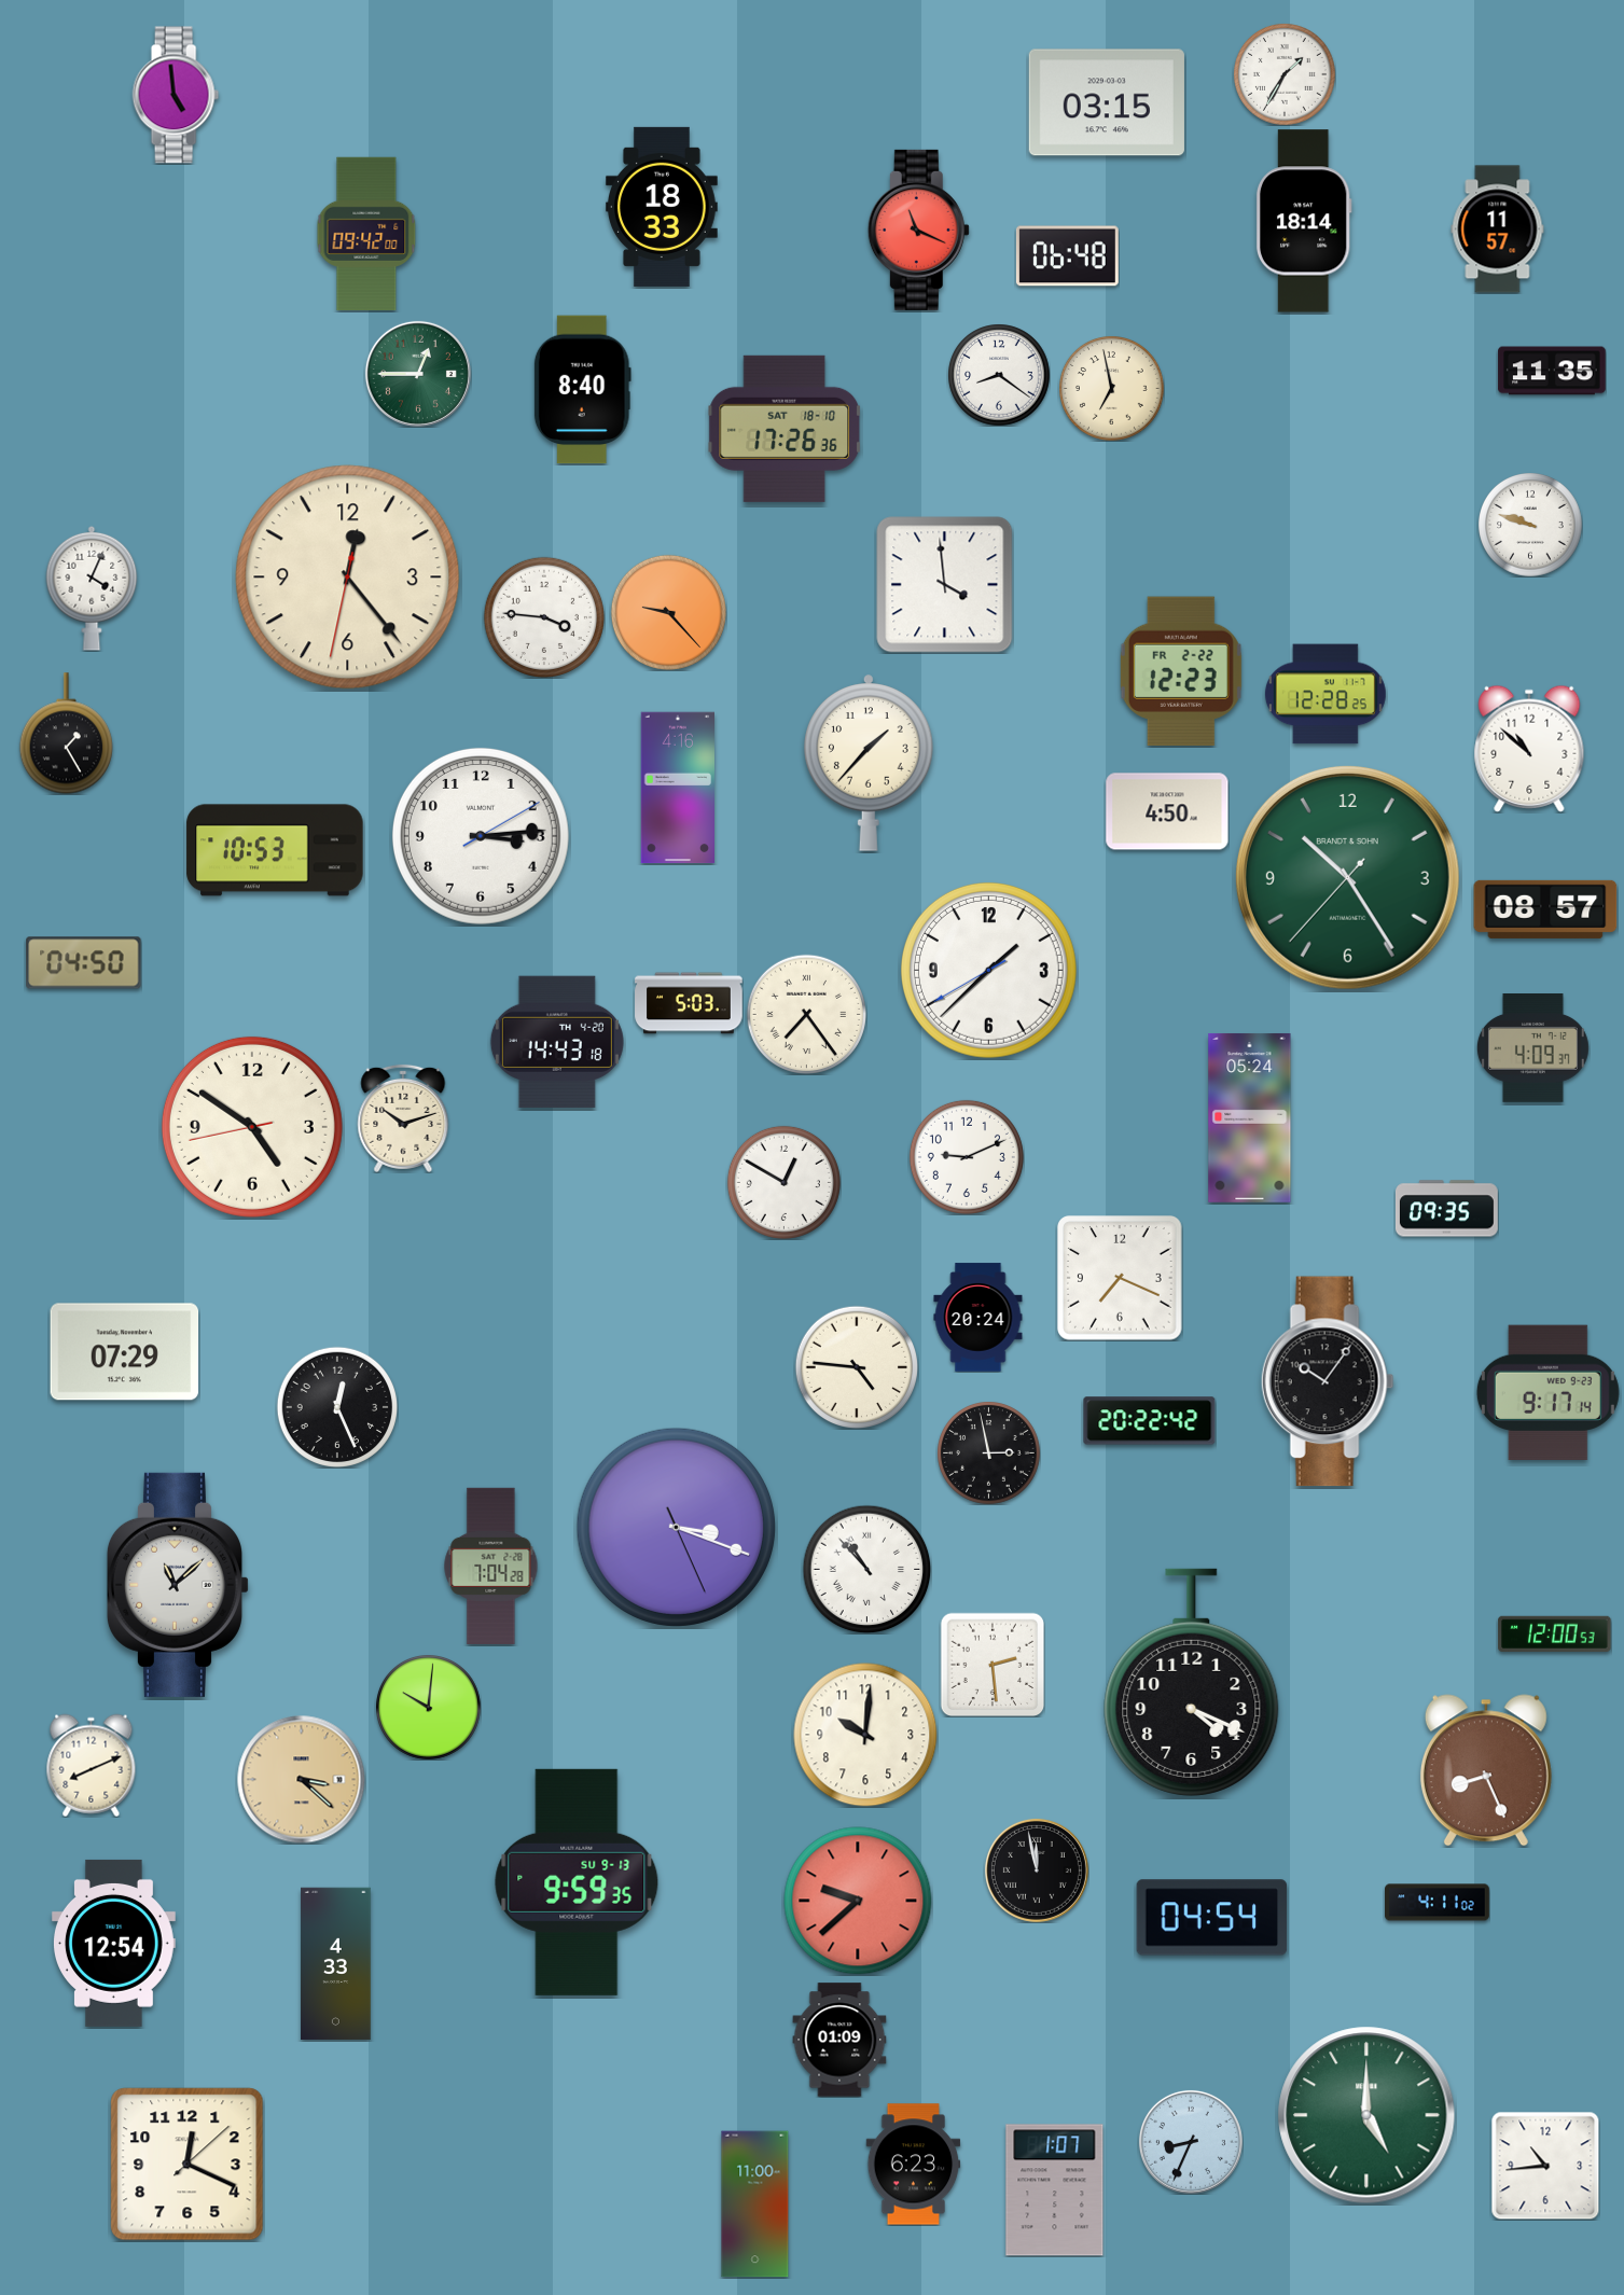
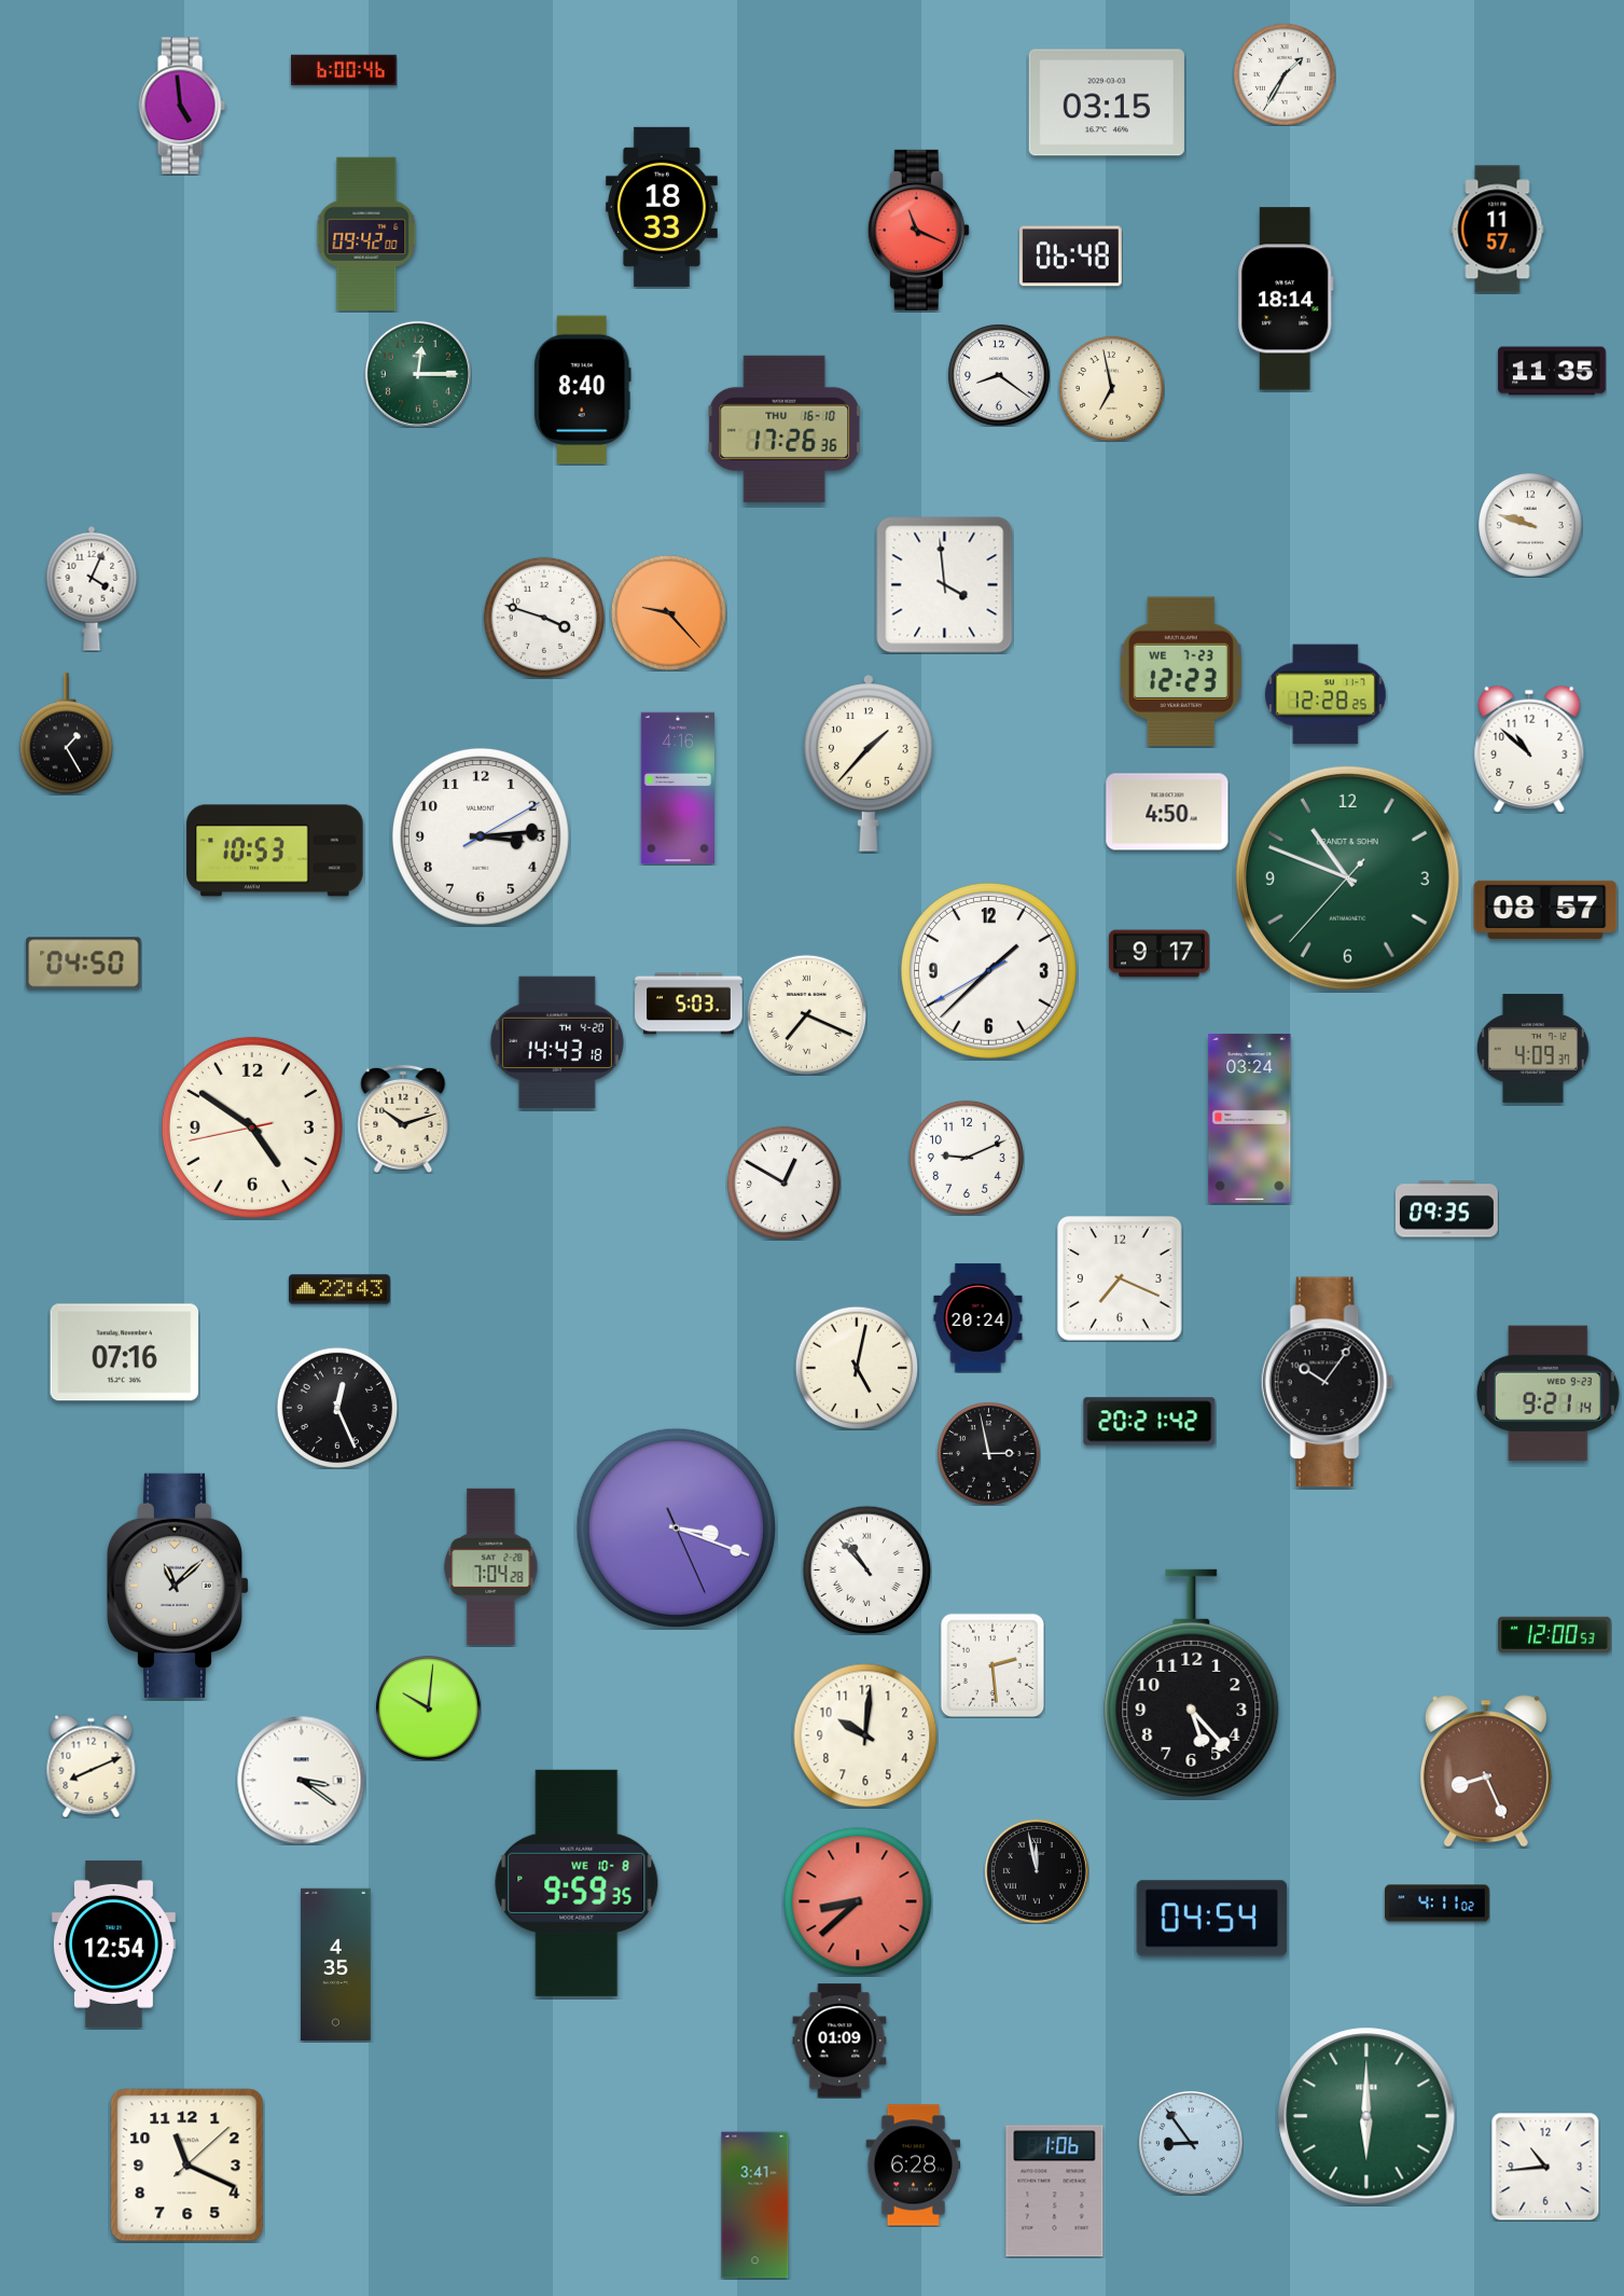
clock at (344, 70): none -> 6:00
clock at (176, 95) position: (176, 95) -> (182, 106)
clock at (1304, 221) position: (1304, 221) -> (1286, 299)
clock at (1067, 256) position: (1067, 256) -> (1070, 257)
clock at (418, 374): 12:45 -> 12:15
clock at (783, 429) date: SAT 18-10 -> THU 16-10
clock at (348, 578): 12:23 -> none
clock at (543, 616): 3:46 -> 3:48
clock at (1181, 670) date: FR 2-22 -> WE 7-23
clock at (1347, 877): 10:24 -> 10:48
clock at (1158, 954): none -> 9:17
clock at (806, 1014): 7:24 -> 7:19
clock at (1250, 1117): 05:24 -> 03:24
clock at (339, 1289): none -> 22:43
clock at (125, 1352): 07:29 -> 07:16
clock at (857, 1367): 4:46 -> 5:02
clock at (1547, 1392): 9:17 -> 9:21
clock at (1150, 1421): 20:22 -> 20:21
clock at (1192, 1682): 4:19 -> 5:23
clock at (302, 1780): 3:22 -> 3:21
clock at (302, 1780) dial: champagne -> white
clock at (577, 1882) date: SU 9-13 -> WE 10-8
clock at (858, 1901): 9:38 -> 8:38
clock at (336, 1964): 4:33 -> 4:35
clock at (1366, 2115): 5:00 -> 6:00
clock at (1191, 2142): 8:34 -> 8:54
clock at (188, 2165): 12:19 -> 11:19
clock at (914, 2165): 6:23 -> 6:28
clock at (1055, 2190): 1:07 -> 1:06
clock at (755, 2204): 11:00 -> 3:41
